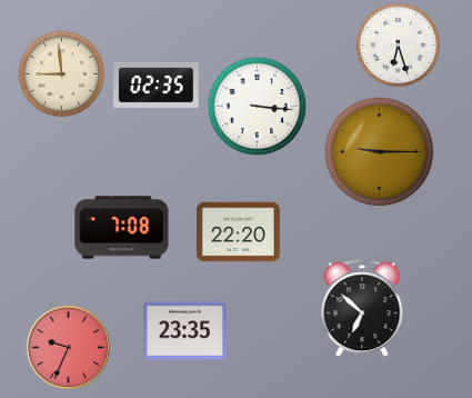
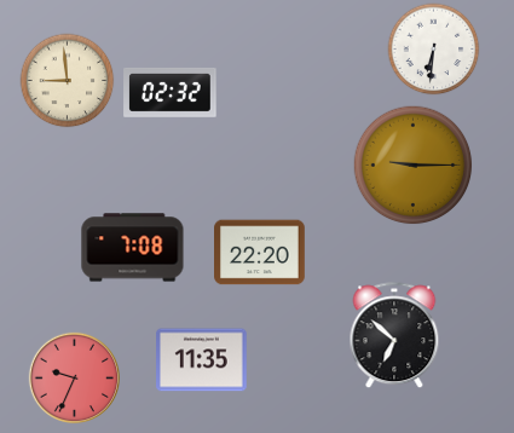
clock at (399, 46): 6:27 -> 6:31
clock at (157, 84): 02:35 -> 02:32
clock at (258, 107): 3:16 -> none
clock at (185, 331): 23:35 -> 11:35
